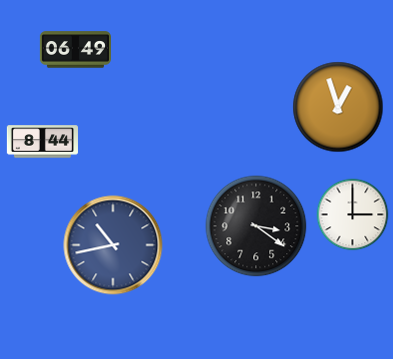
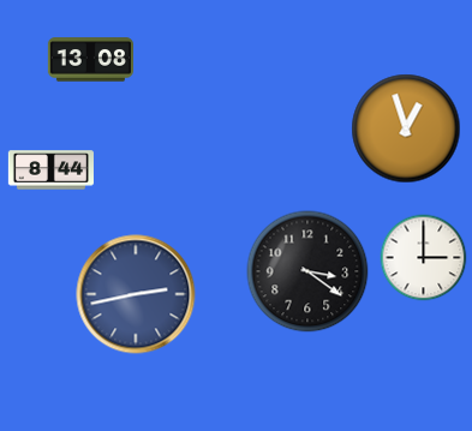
clock at (75, 50): 06:49 -> 13:08
clock at (113, 245): 10:43 -> 2:43
